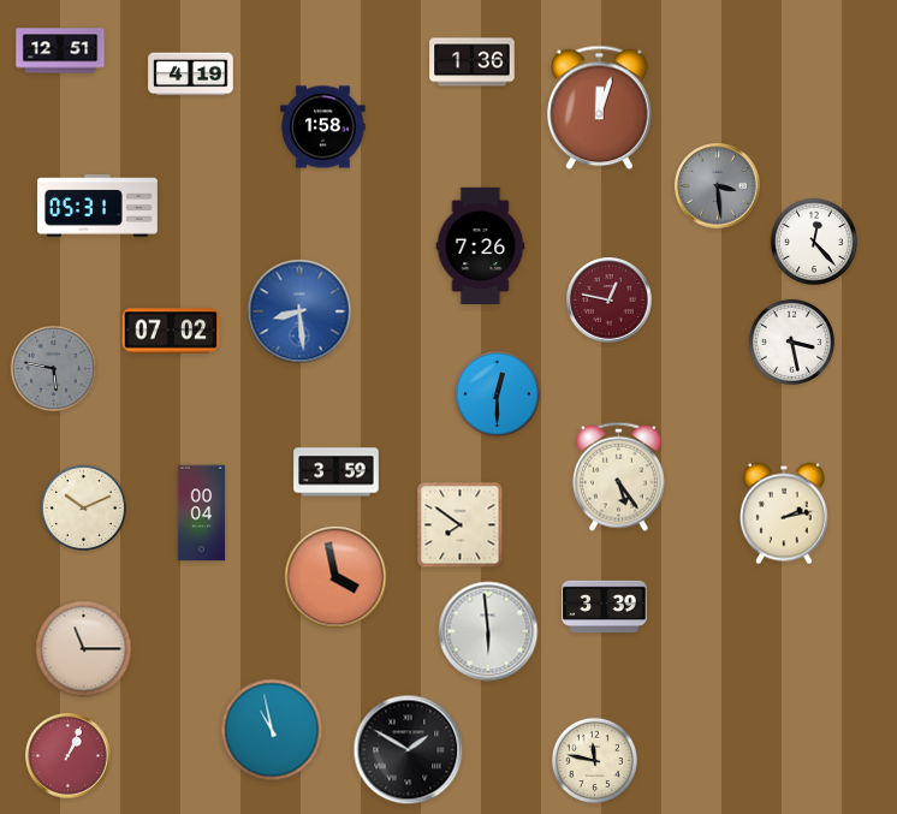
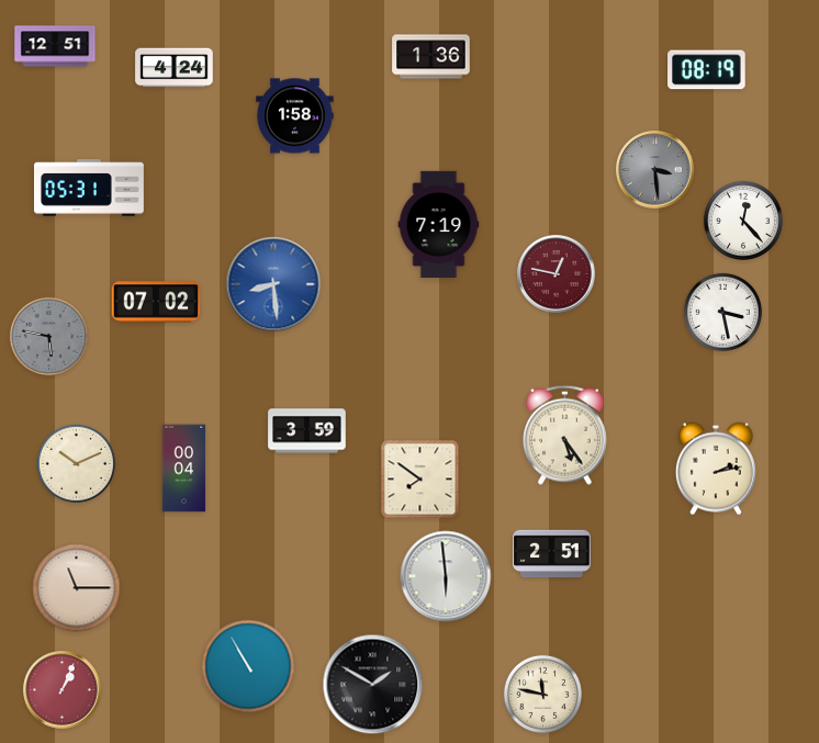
clock at (191, 75): 4:19 -> 4:24
clock at (707, 70): none -> 08:19
clock at (600, 108): 12:03 -> none
clock at (481, 246): 7:26 -> 7:19
clock at (497, 393): 12:30 -> none
clock at (335, 577): 3:58 -> none
clock at (605, 607): 3:39 -> 2:51
clock at (84, 649) position: (84, 649) -> (77, 588)
clock at (272, 730): 10:58 -> 10:55
